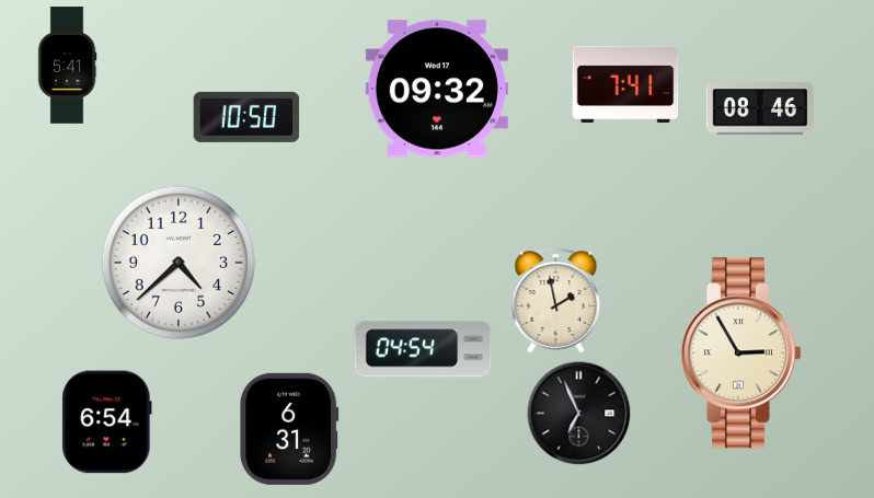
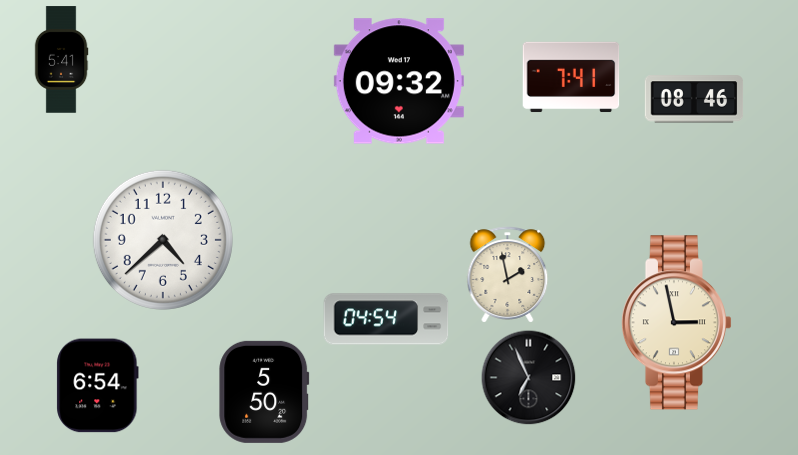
clock at (246, 117): 10:50 -> none
clock at (740, 354): 2:55 -> 2:58
clock at (289, 429): 6:31 -> 5:50
